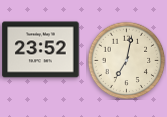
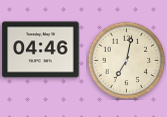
clock at (41, 50): 23:52 -> 04:46
